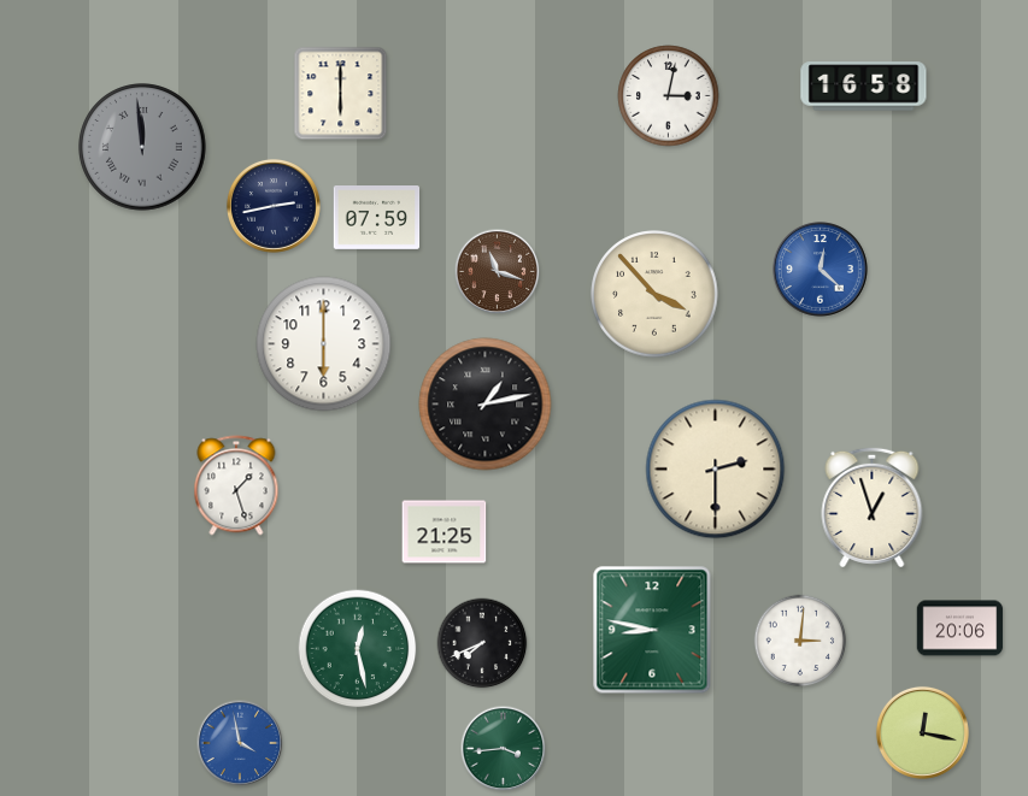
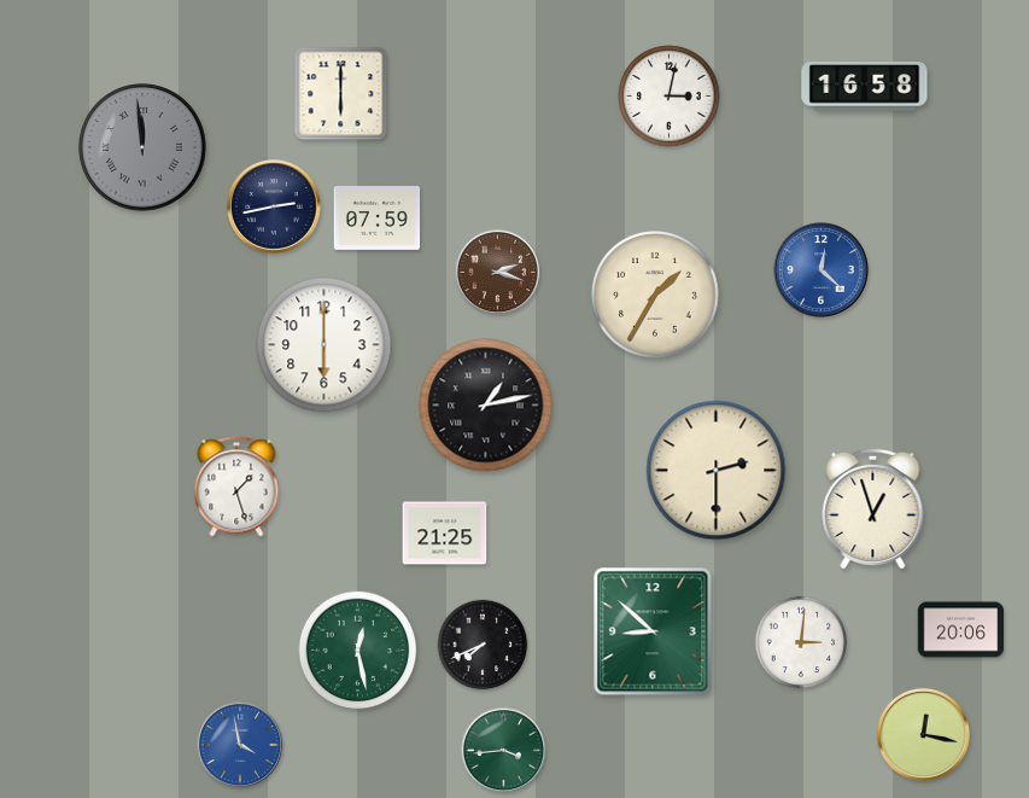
clock at (498, 272): 11:18 -> 2:18
clock at (654, 294): 3:53 -> 1:35
clock at (652, 630): 8:47 -> 8:52
